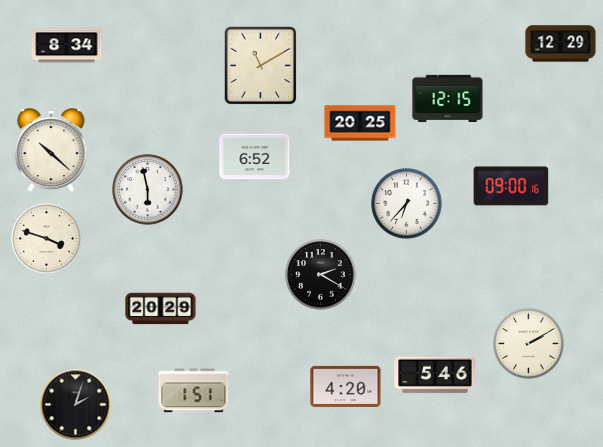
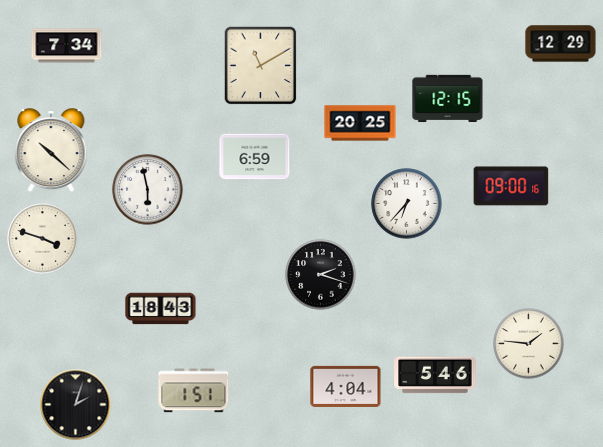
clock at (67, 46): 8:34 -> 7:34
clock at (255, 157): 6:52 -> 6:59
clock at (47, 239) position: (47, 239) -> (43, 239)
clock at (321, 275): 2:20 -> 2:18
clock at (161, 309): 20:29 -> 18:43
clock at (529, 344): 2:10 -> 1:46
clock at (346, 386): 4:20 -> 4:04
